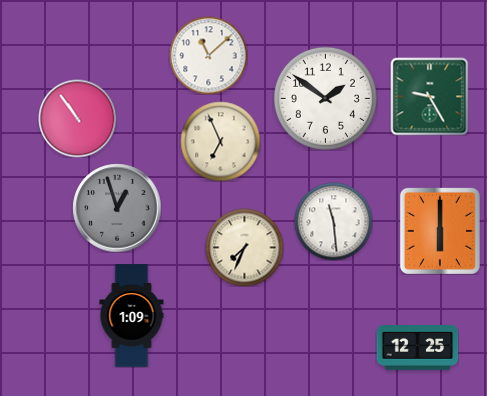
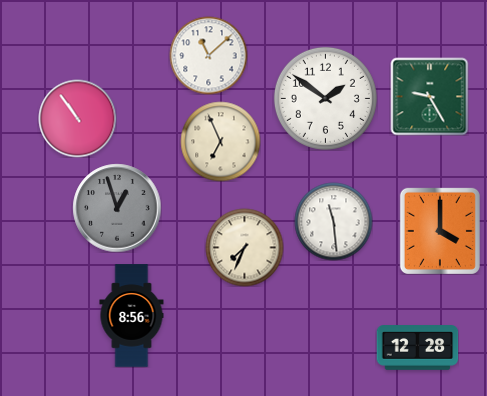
clock at (440, 231): 6:00 -> 4:00
clock at (132, 316): 1:09 -> 8:56
clock at (417, 348): 12:25 -> 12:28
